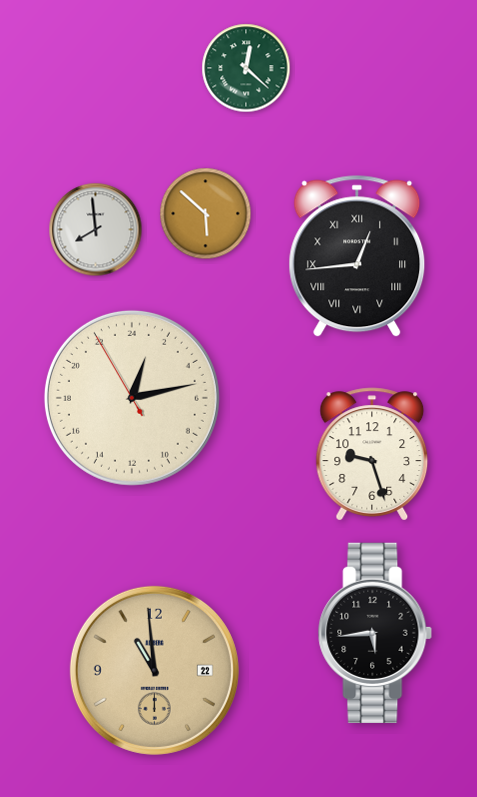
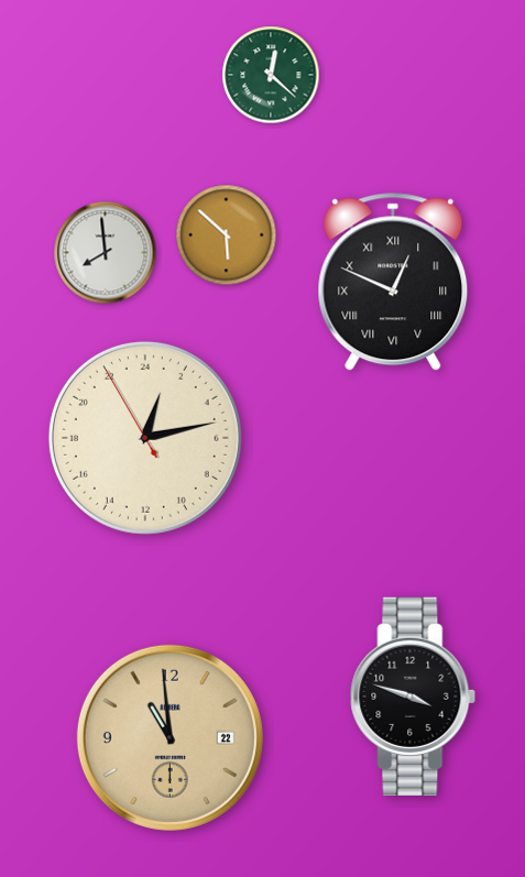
clock at (357, 256): 12:44 -> 12:49
clock at (372, 454): 9:27 -> none
clock at (375, 633): 5:44 -> 3:48
